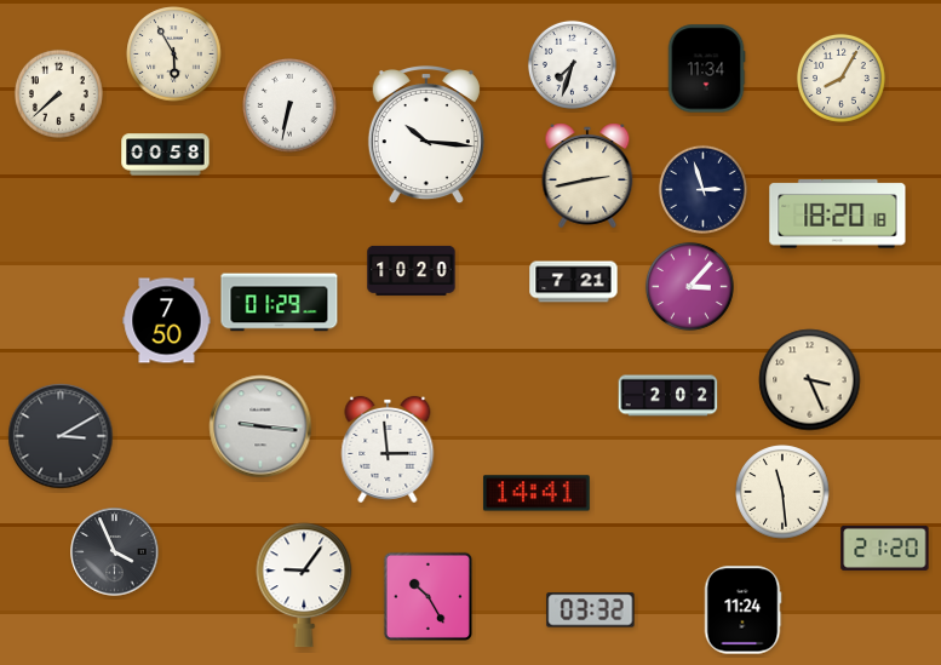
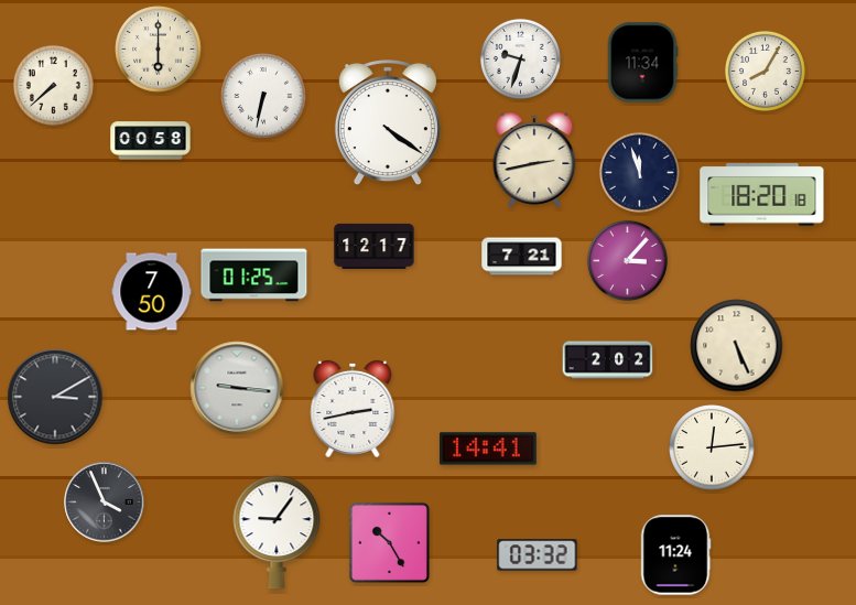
clock at (174, 55): 5:55 -> 6:00
clock at (572, 64): 7:33 -> 9:33
clock at (426, 136): 10:16 -> 4:21
clock at (702, 189): 2:57 -> 11:57
clock at (412, 270): 10:20 -> 12:17
clock at (280, 303): 01:29 -> 01:25
clock at (810, 380): 3:26 -> 5:26
clock at (388, 449): 2:59 -> 2:43
clock at (782, 492): 11:29 -> 12:14
clock at (885, 548): 21:20 -> none
